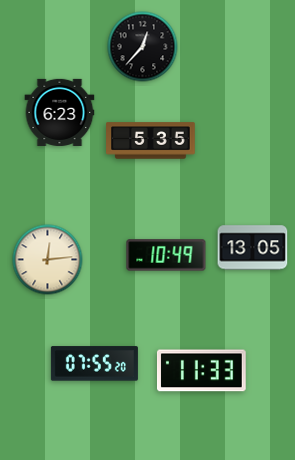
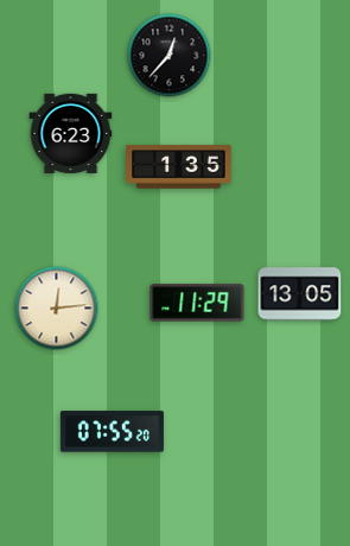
clock at (151, 141): 5:35 -> 1:35
clock at (166, 255): 10:49 -> 11:29
clock at (202, 371): 11:33 -> none
